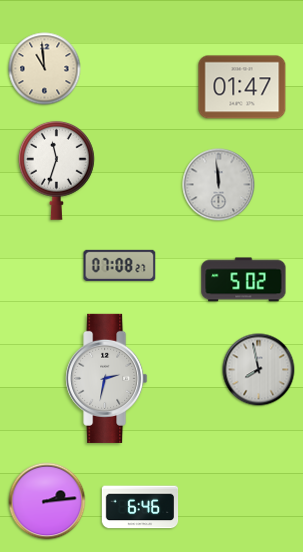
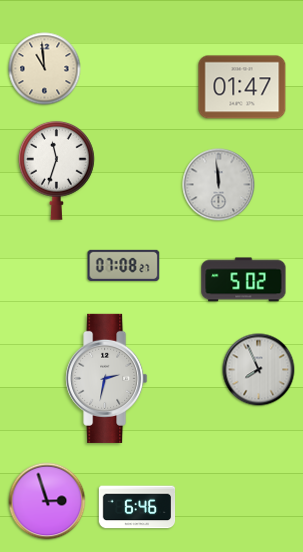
clock at (120, 265) position: (120, 265) -> (124, 265)
clock at (259, 370): 7:58 -> 7:56
clock at (47, 501): 2:14 -> 2:57
clock at (140, 507) position: (140, 507) -> (137, 507)
